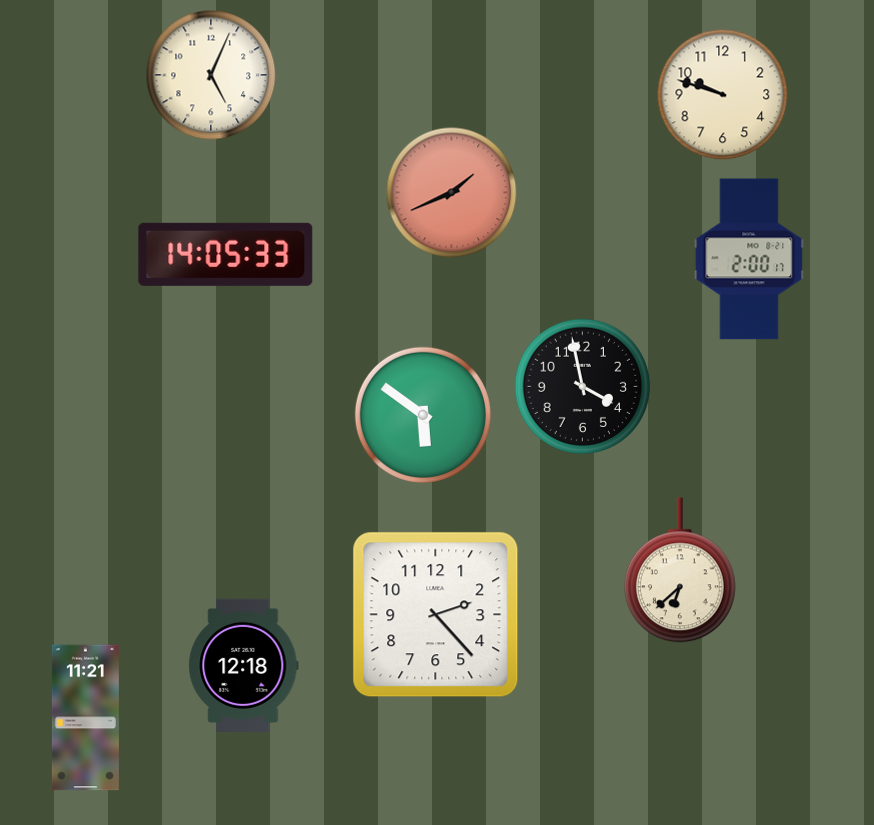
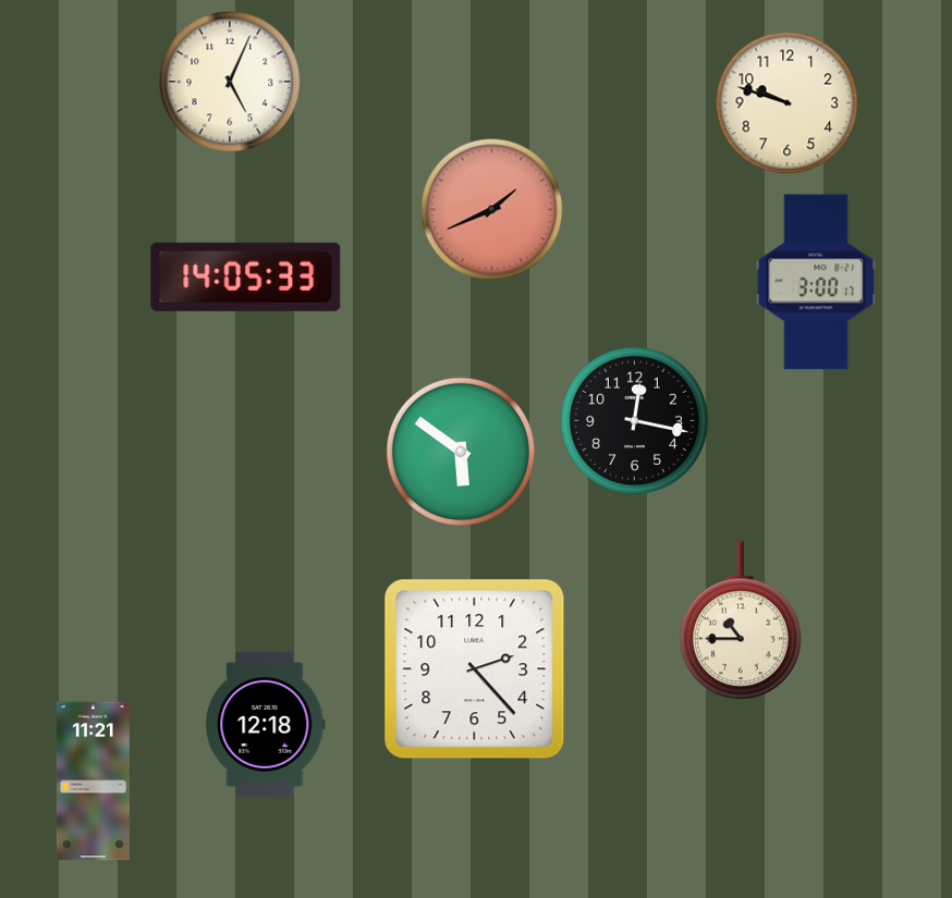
clock at (749, 259): 2:00 -> 3:00
clock at (582, 386): 3:58 -> 12:17
clock at (680, 570): 6:38 -> 10:45
